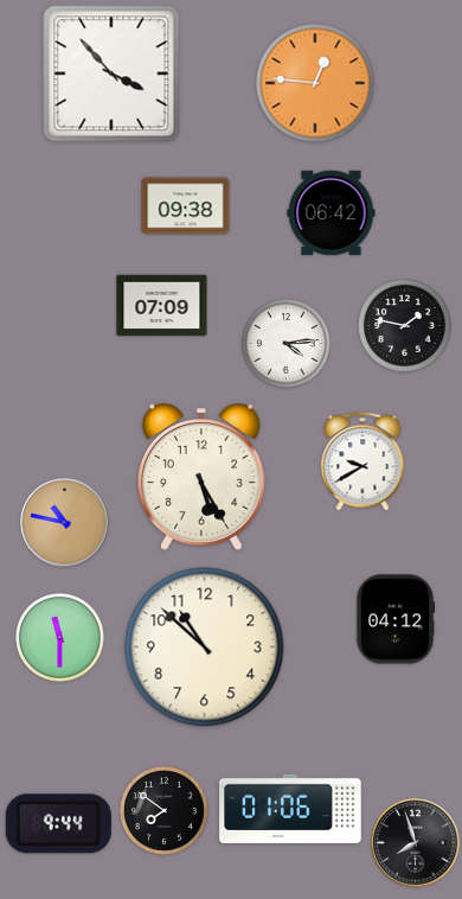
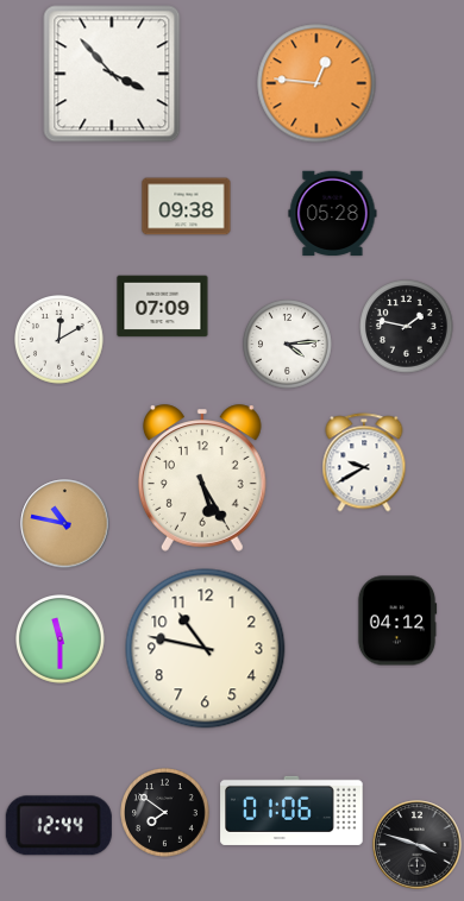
clock at (332, 213): 06:42 -> 05:28
clock at (59, 340): none -> 12:10
clock at (205, 648): 10:52 -> 10:47
clock at (58, 824): 9:44 -> 12:44
clock at (416, 843): 7:57 -> 3:48
